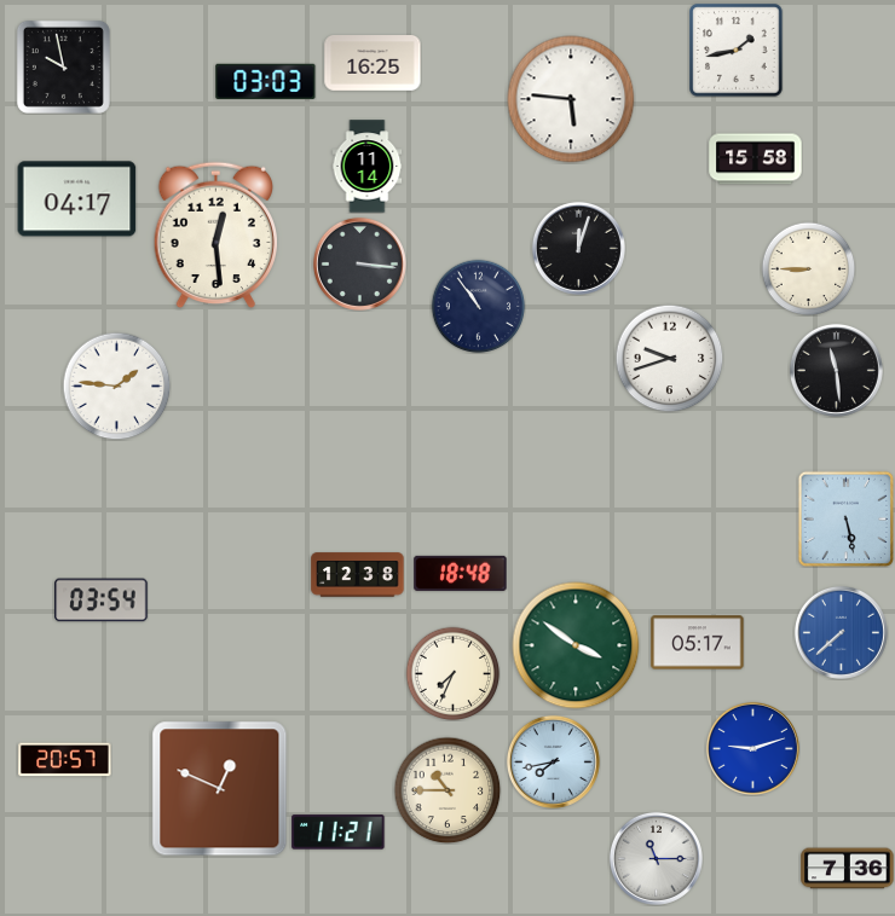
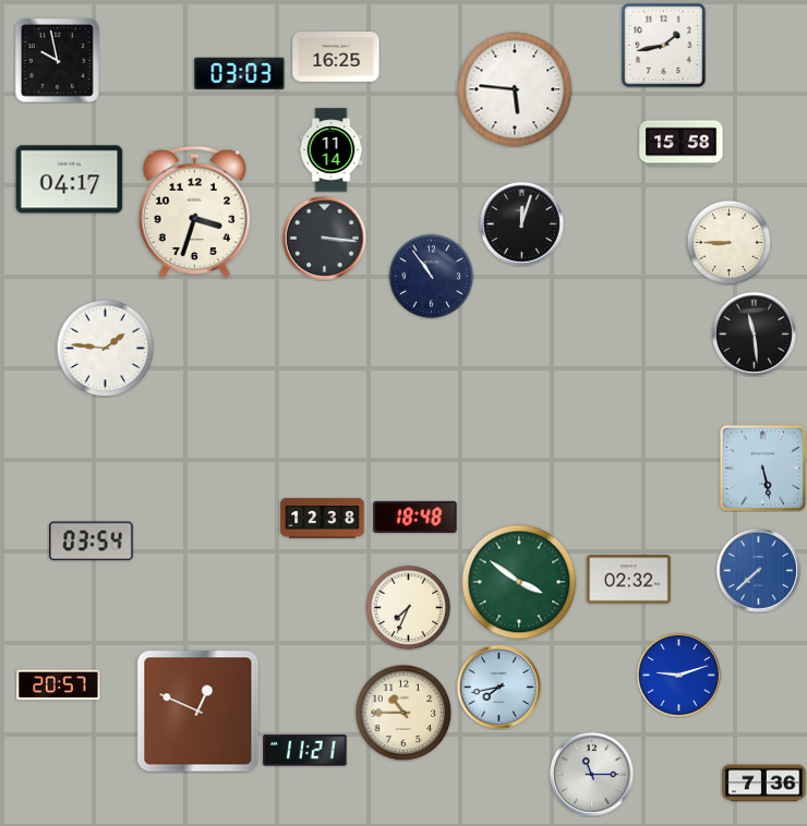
clock at (215, 236): 12:29 -> 3:33
clock at (669, 358): 9:42 -> none
clock at (698, 643): 05:17 -> 02:32
